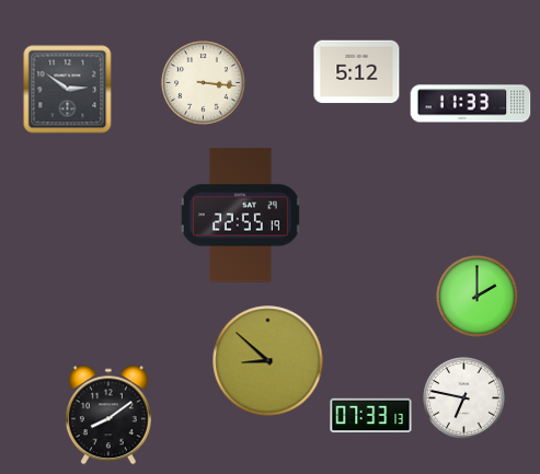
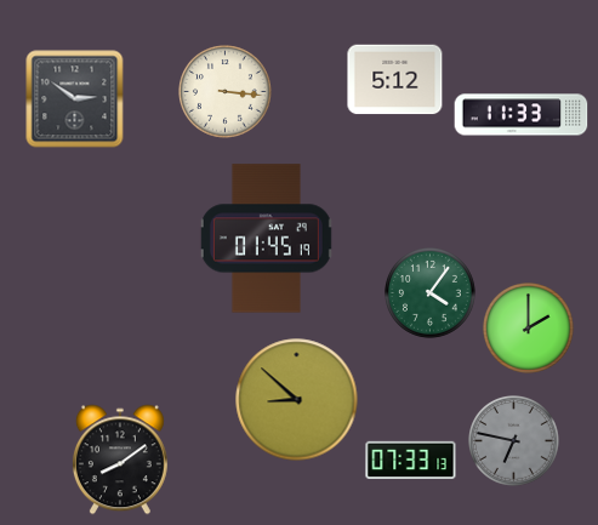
clock at (240, 216): 22:55 -> 01:45
clock at (431, 293): none -> 4:06
clock at (464, 398) dial: white -> grey
